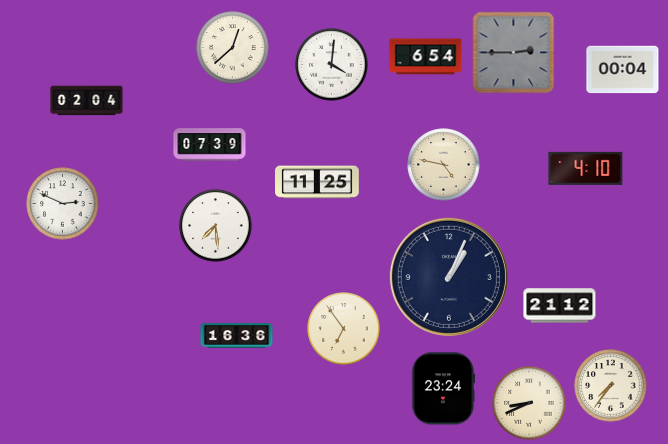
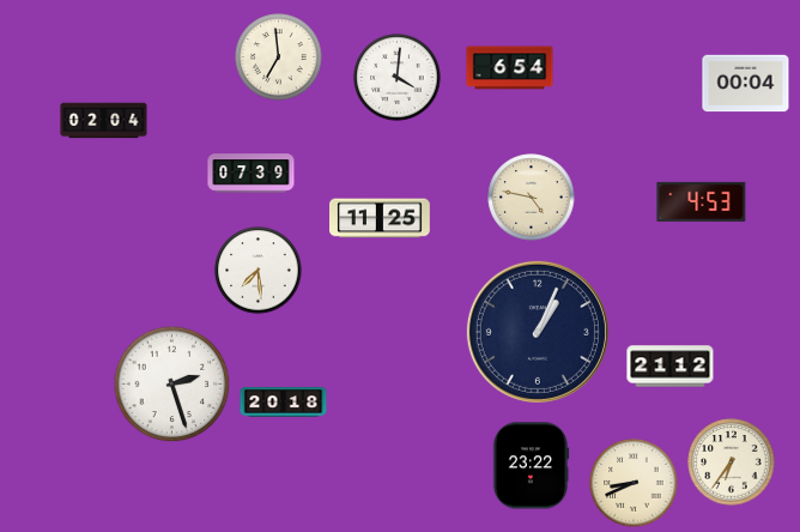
clock at (233, 48): 12:38 -> 6:59
clock at (514, 53): 2:45 -> none
clock at (586, 168): 4:10 -> 4:53
clock at (63, 204): 2:49 -> none
clock at (172, 385): none -> 2:27
clock at (344, 329): 6:54 -> none
clock at (237, 336): 16:36 -> 20:18
clock at (611, 386): 7:36 -> 6:36
clock at (443, 389): 23:24 -> 23:22
